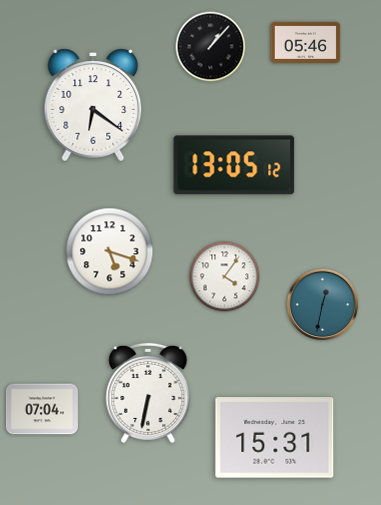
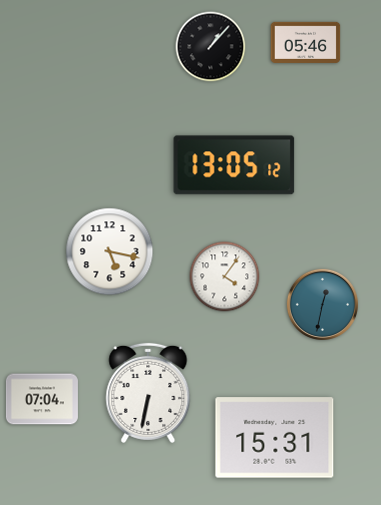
clock at (93, 105): 6:21 -> none
clock at (110, 252): 5:18 -> 5:17
clock at (42, 409) position: (42, 409) -> (42, 399)
